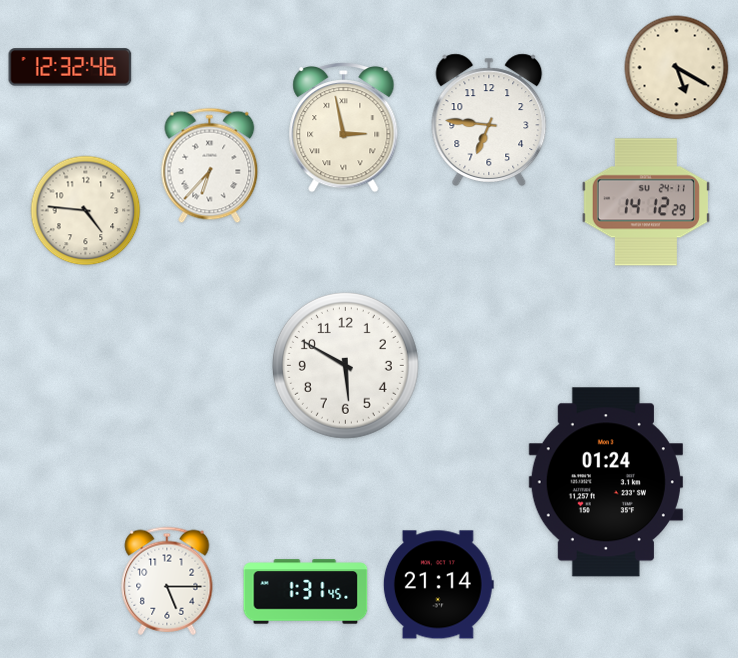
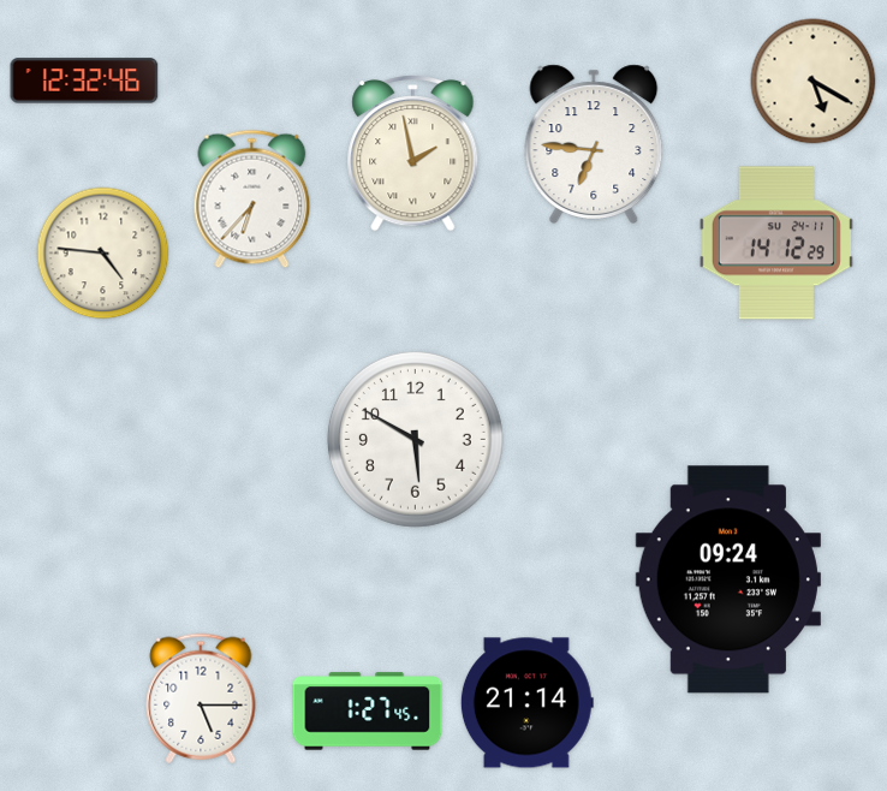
clock at (489, 120) position: (489, 120) -> (594, 144)
clock at (344, 127): 2:58 -> 1:58
clock at (606, 482): 01:24 -> 09:24
clock at (306, 592): 1:31 -> 1:27
